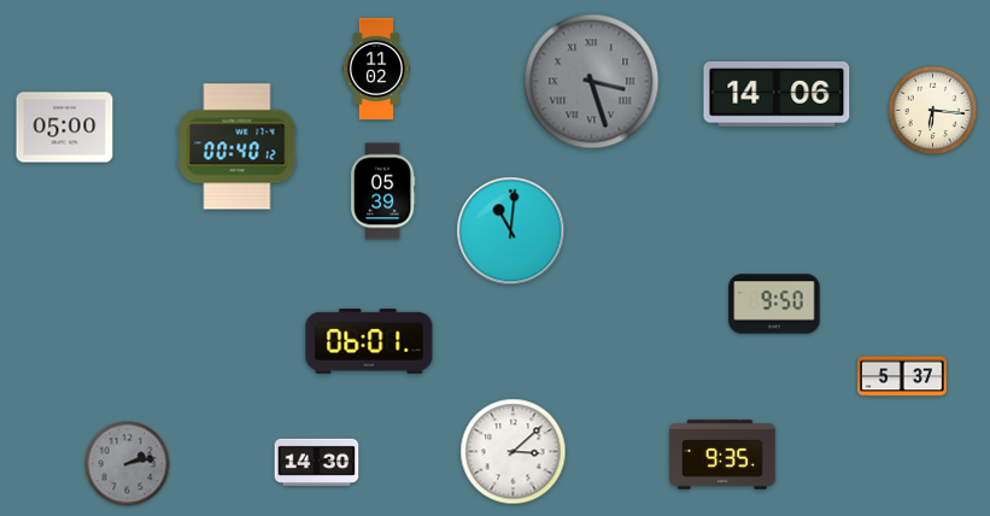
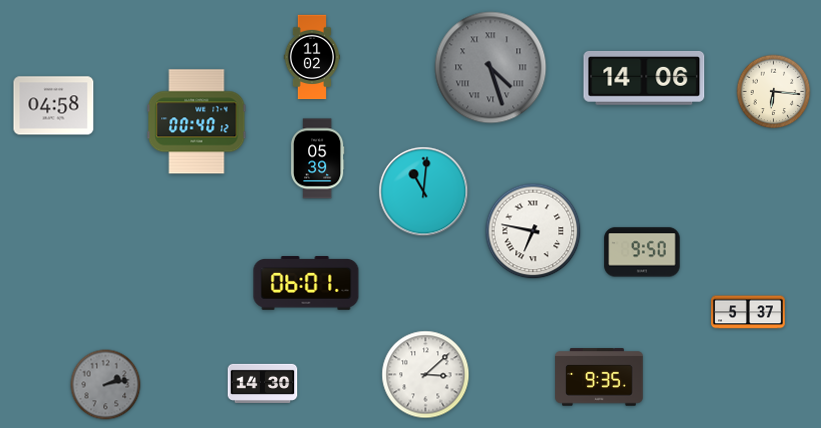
clock at (592, 82): 3:27 -> 4:27
clock at (65, 128): 05:00 -> 04:58
clock at (533, 231): none -> 6:47
